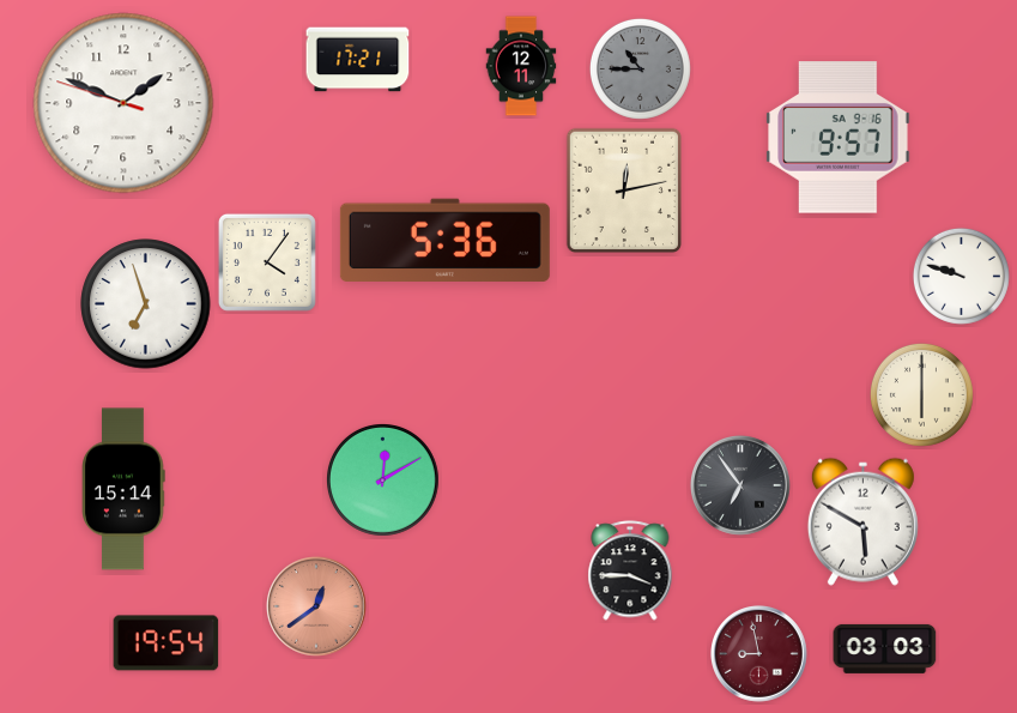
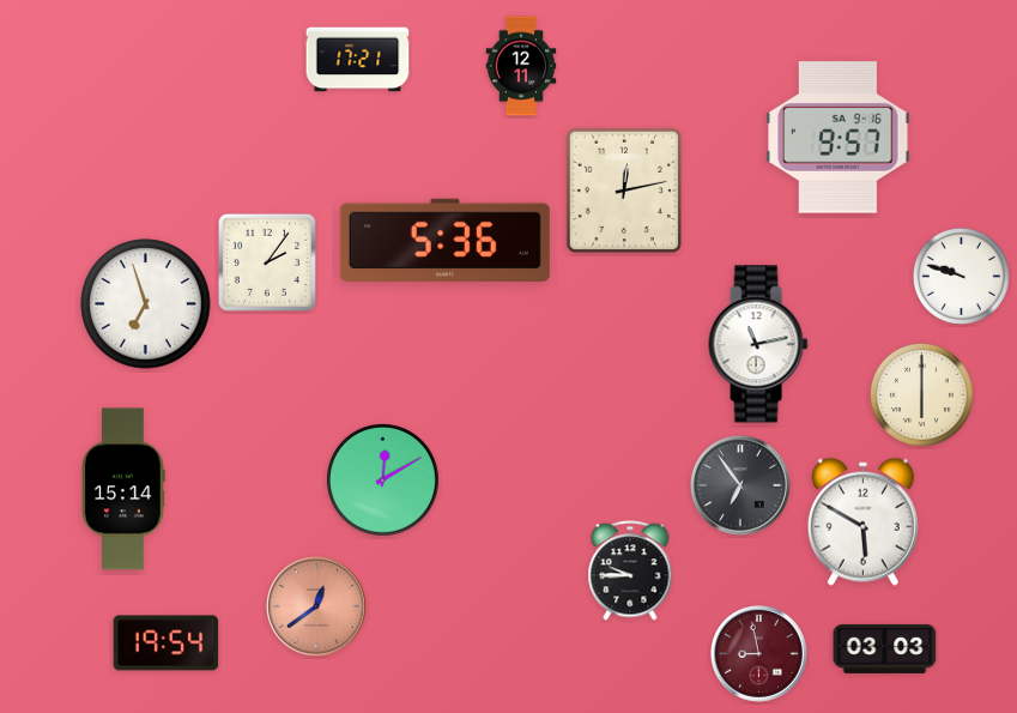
clock at (640, 68): 10:45 -> none
clock at (123, 103): 1:48 -> none
clock at (267, 262): 4:06 -> 2:06
clock at (758, 344): none -> 11:13
clock at (630, 570): 3:45 -> 9:45
